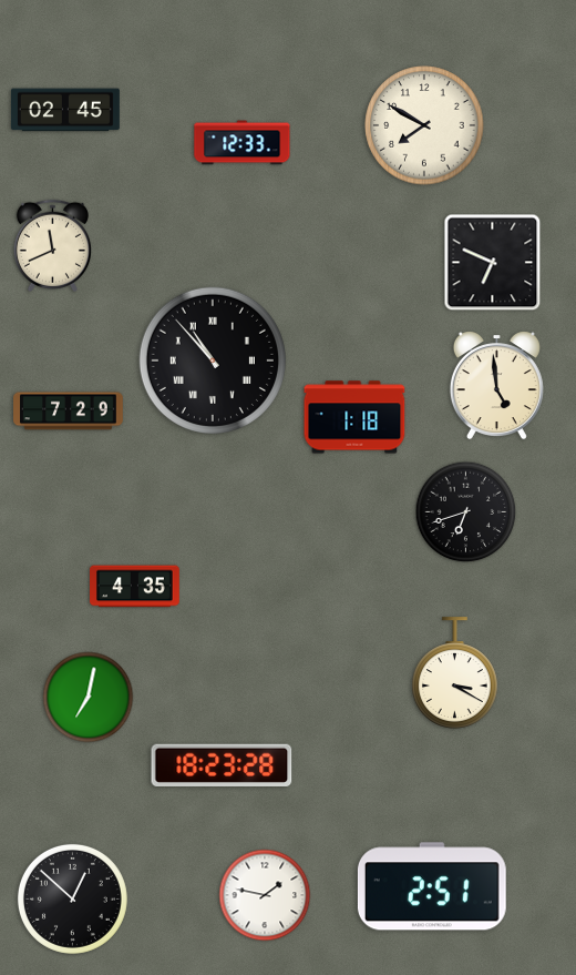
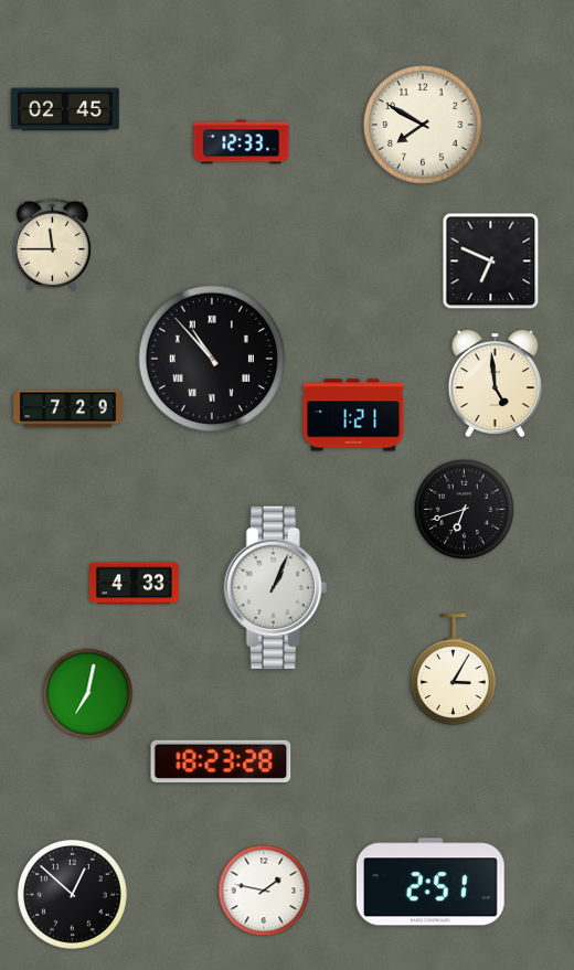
clock at (52, 245): 11:41 -> 11:45
clock at (354, 417): 1:18 -> 1:21
clock at (135, 587): 4:35 -> 4:33
clock at (275, 587): none -> 1:04
clock at (454, 673): 3:20 -> 3:05
